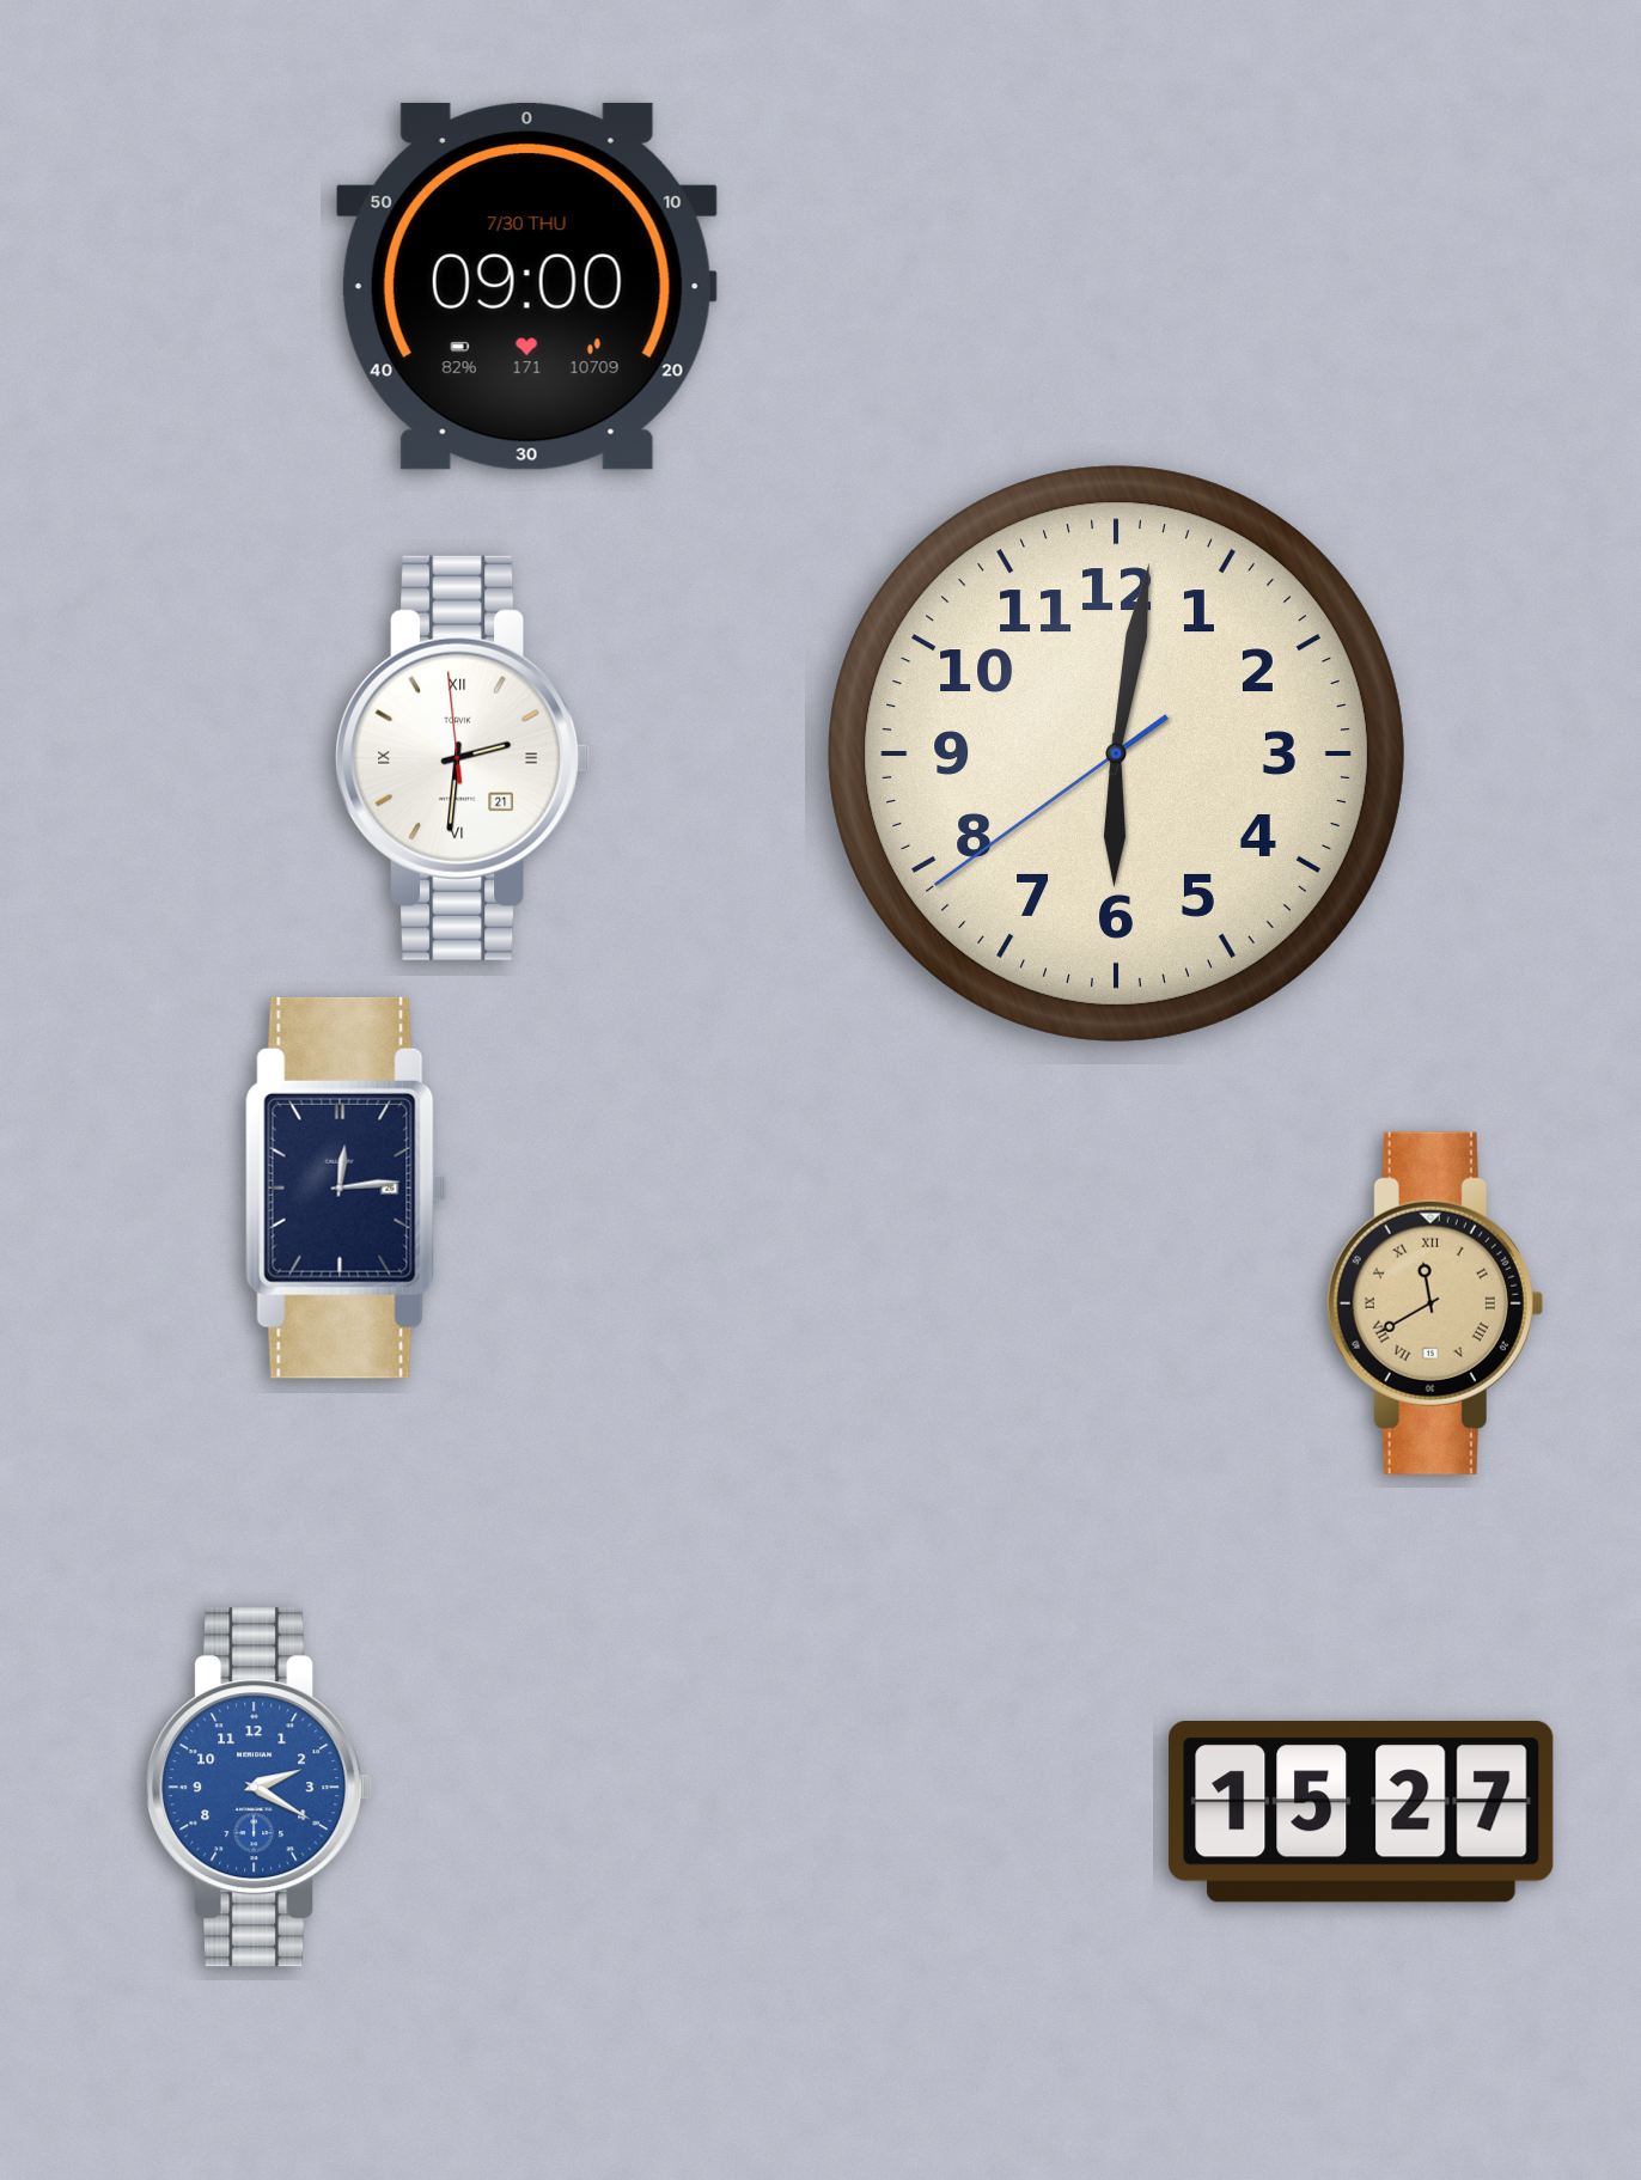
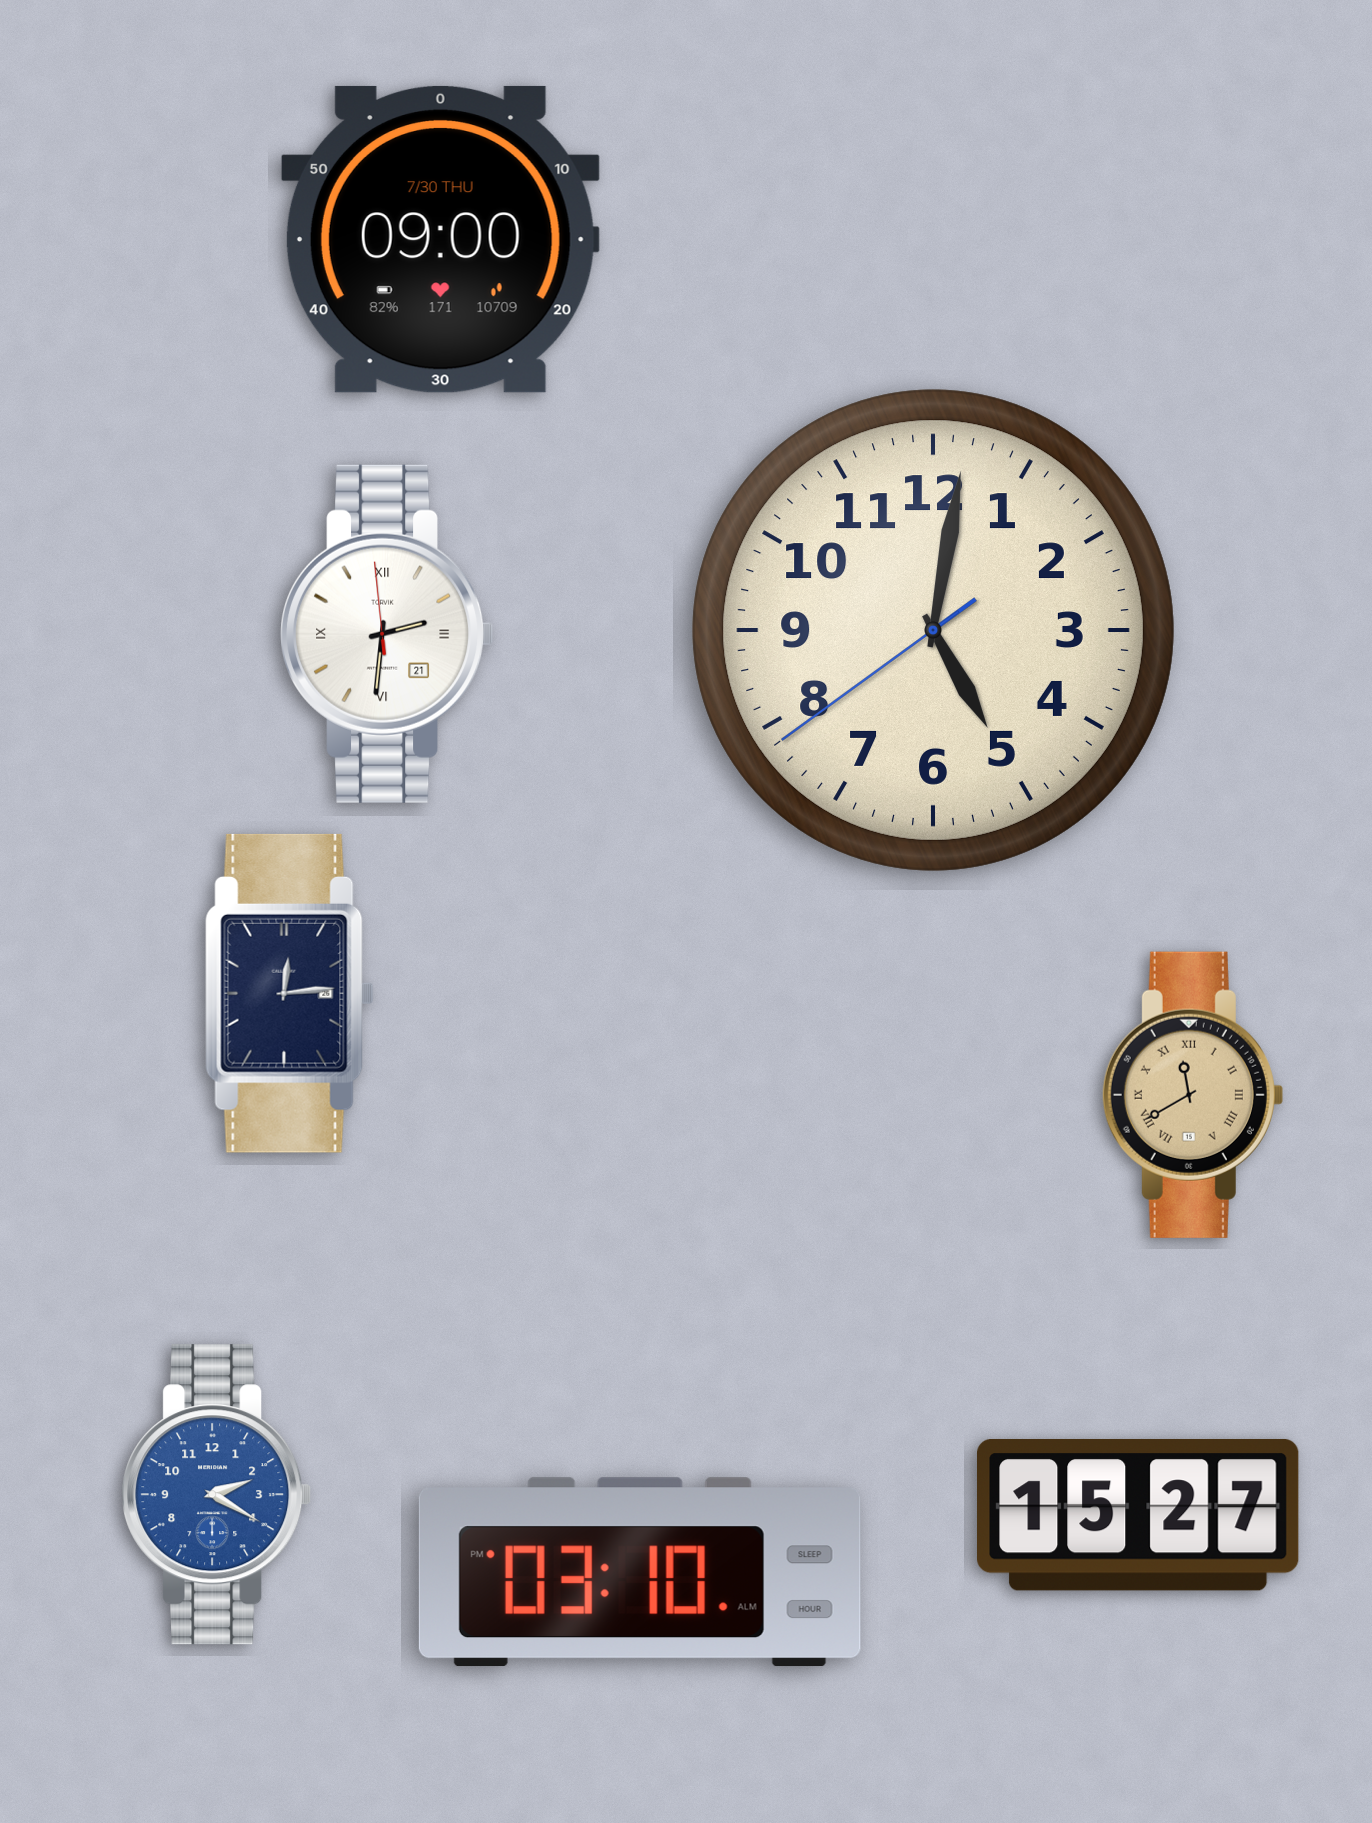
clock at (1116, 753): 6:01 -> 5:01
clock at (1434, 1303) position: (1434, 1303) -> (1192, 1095)
clock at (640, 1572): none -> 03:10
